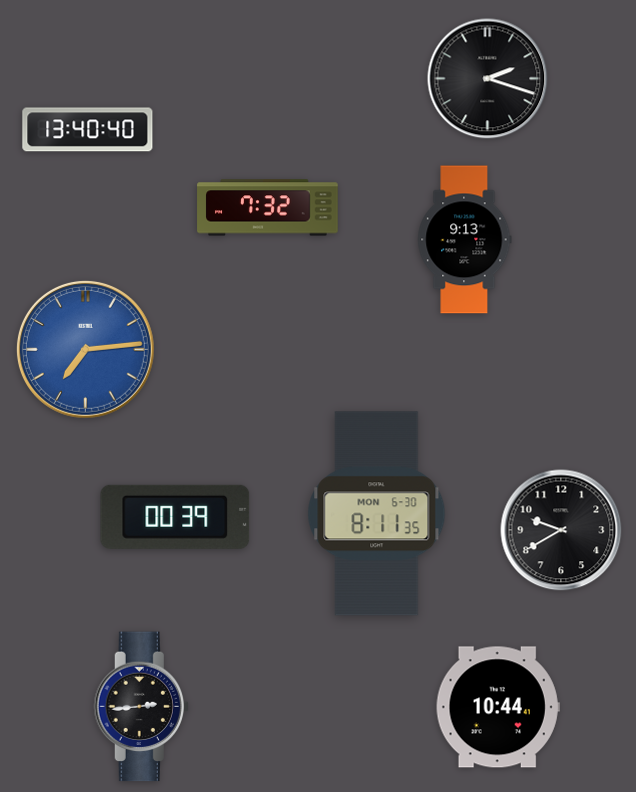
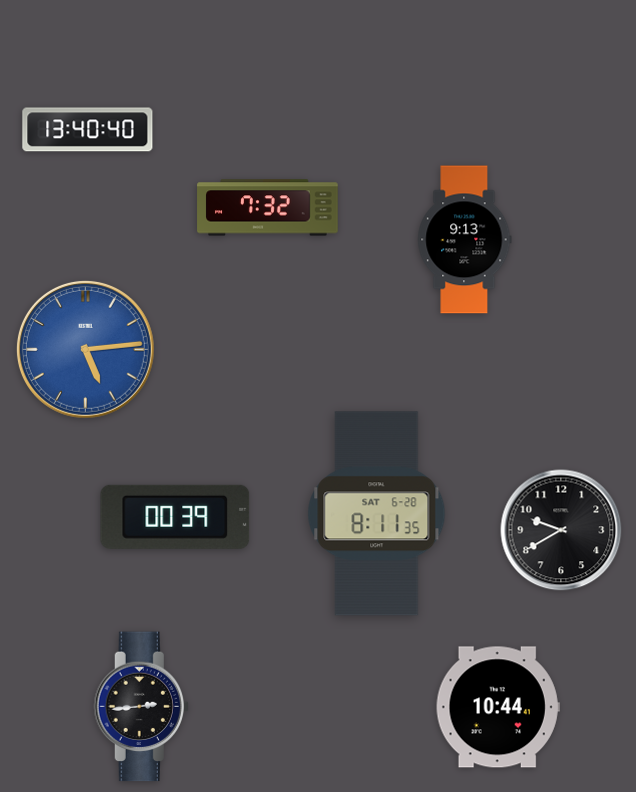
clock at (488, 79): 2:18 -> none
clock at (85, 349): 7:14 -> 5:14
clock at (377, 514) date: MON 6-30 -> SAT 6-28
